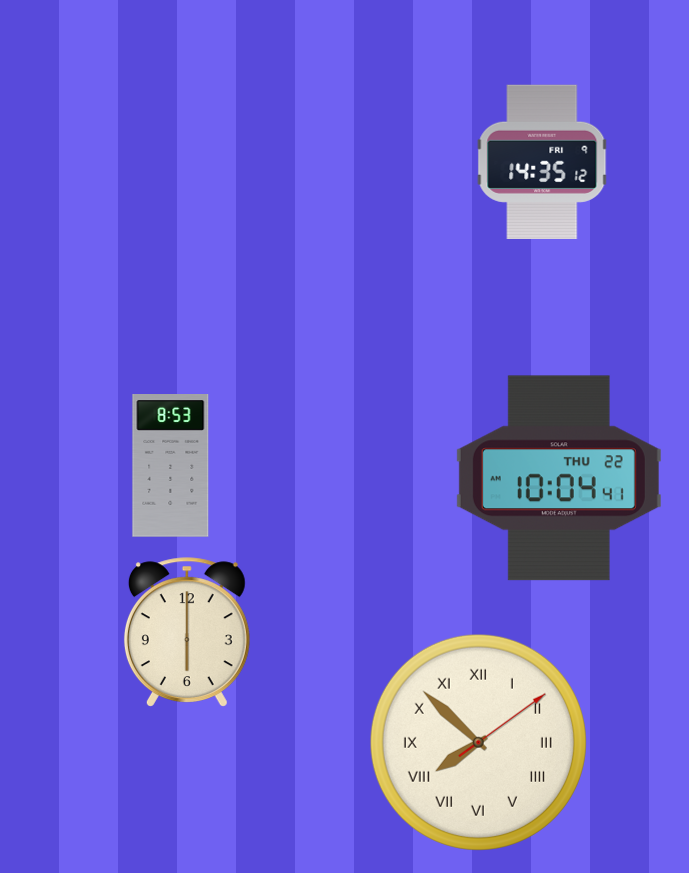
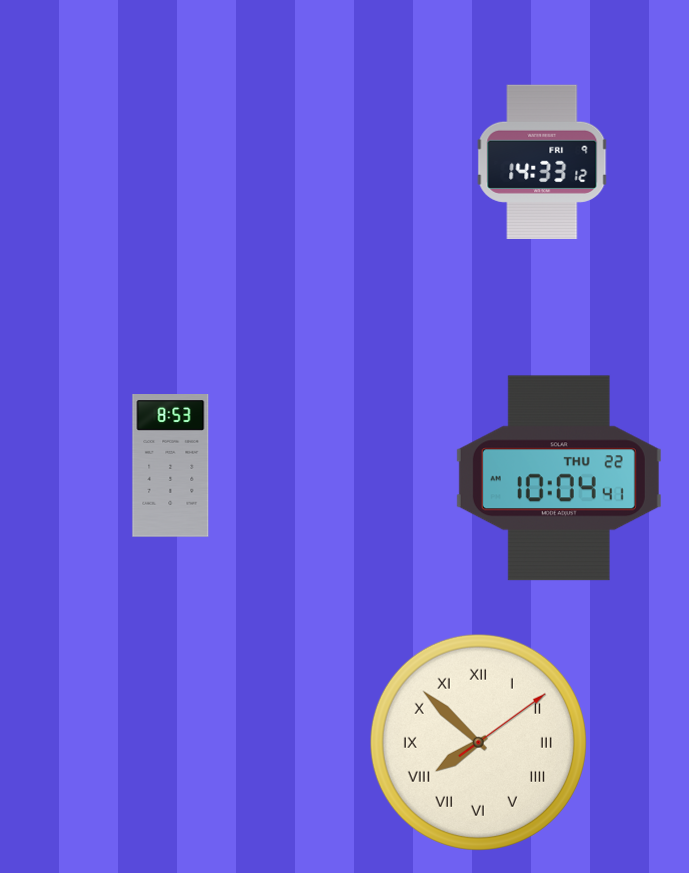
clock at (542, 162): 14:35 -> 14:33
clock at (187, 632): 6:00 -> none
